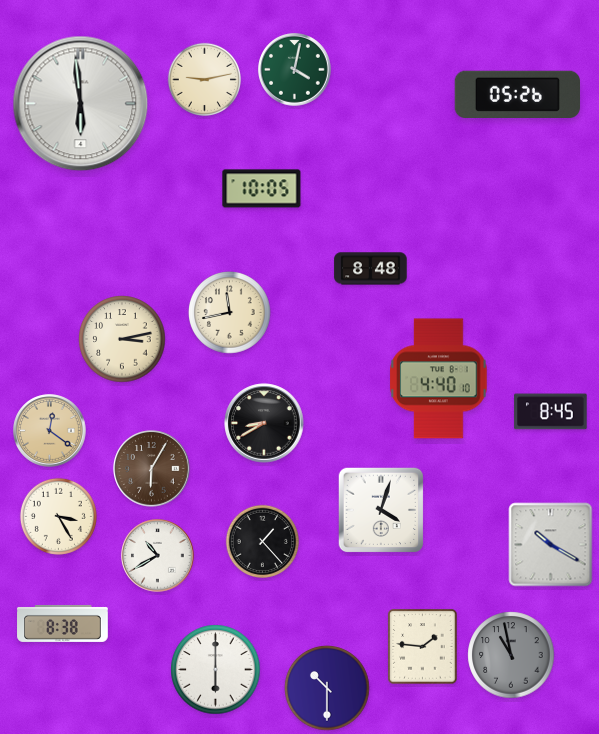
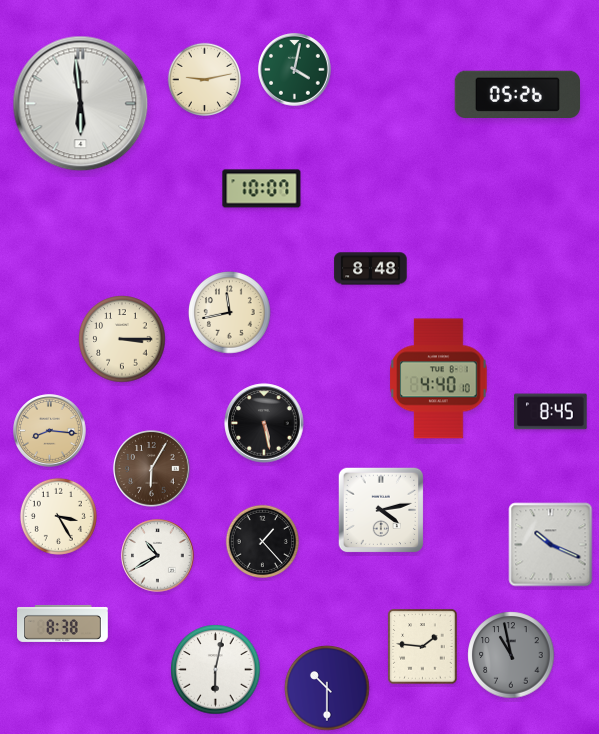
clock at (262, 189): 10:05 -> 10:07
clock at (122, 339): 3:13 -> 3:15
clock at (264, 423): 8:40 -> 5:28
clock at (50, 431): 12:21 -> 8:16
clock at (381, 510): 4:03 -> 4:13
clock at (551, 545): 10:20 -> 10:19
clock at (216, 670): 6:00 -> 6:02
